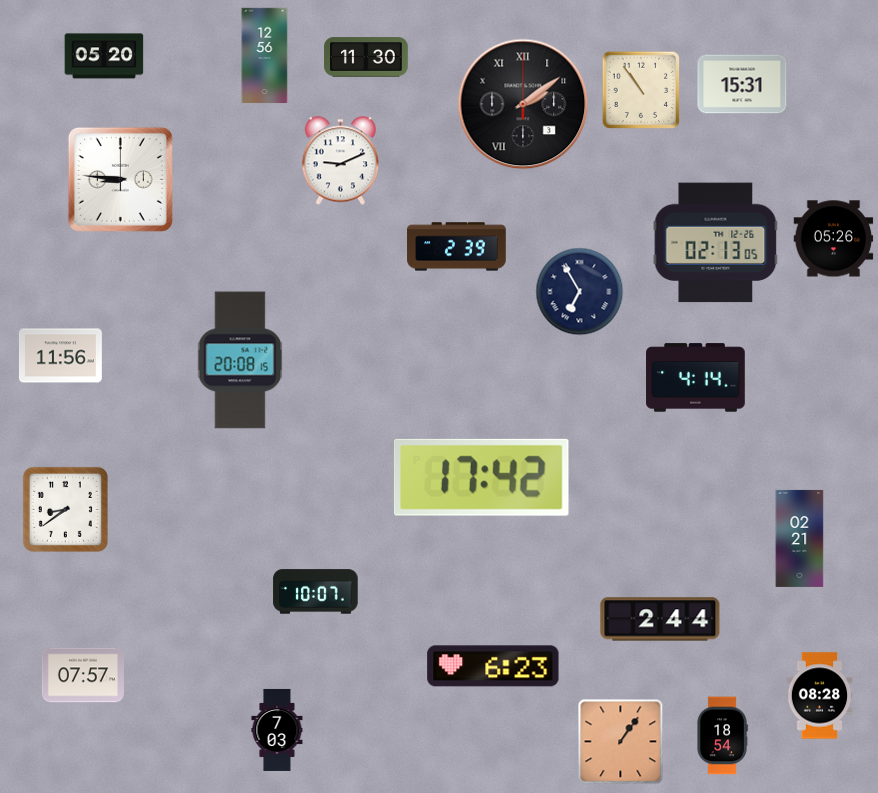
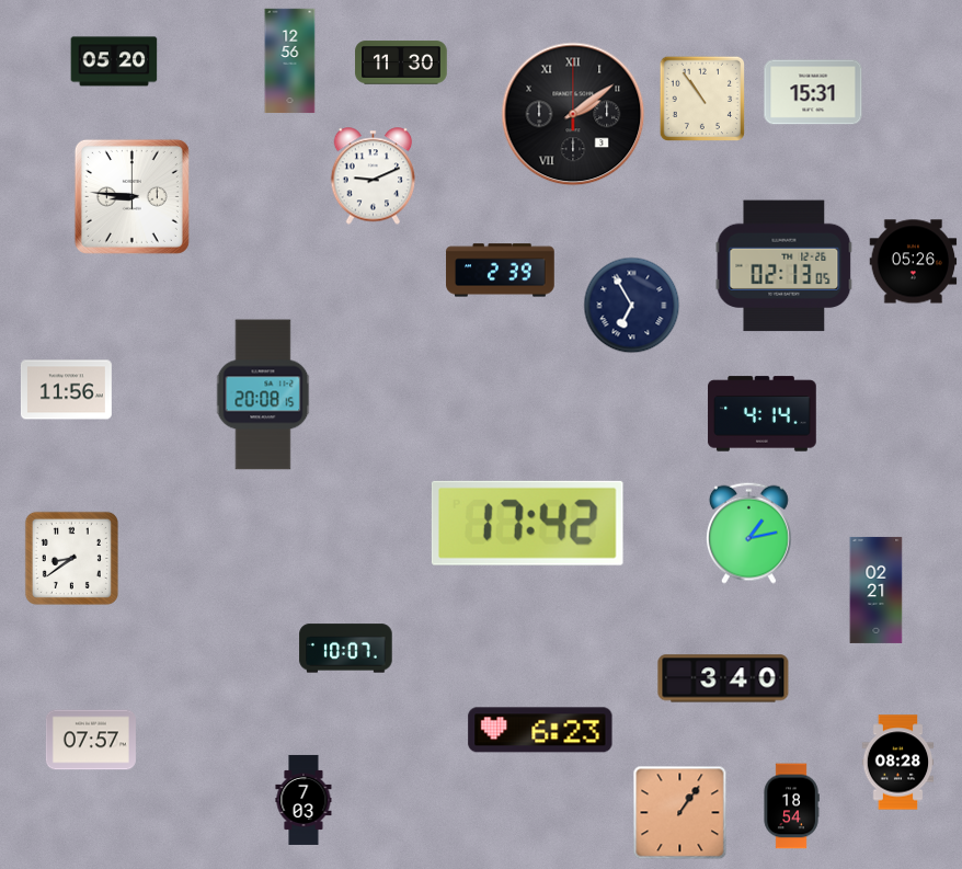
clock at (580, 292) position: (580, 292) -> (632, 306)
clock at (748, 533): none -> 1:13
clock at (660, 619): 2:44 -> 3:40
